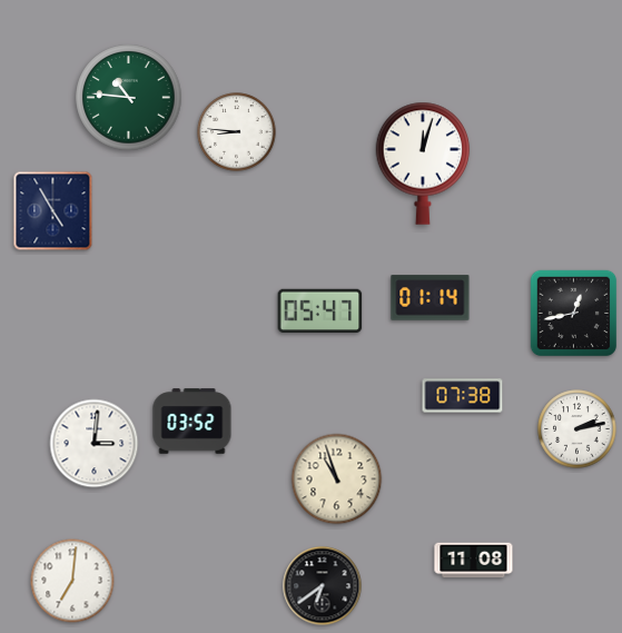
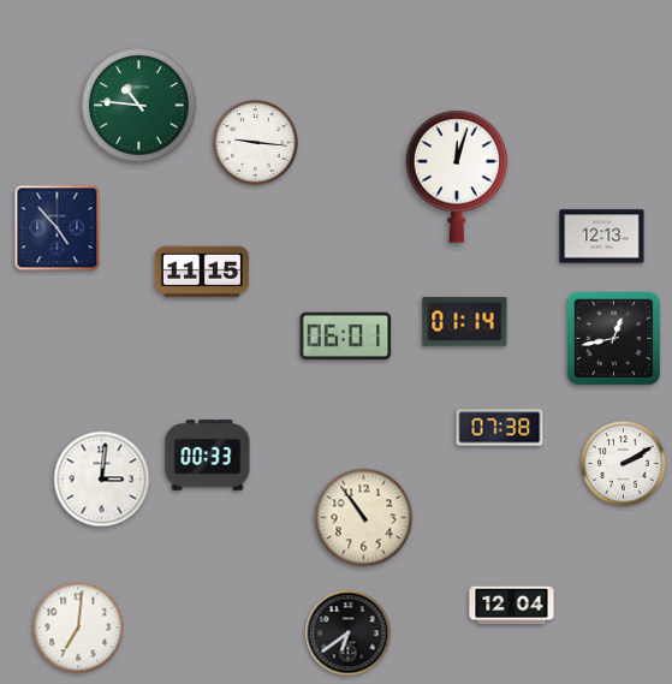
clock at (237, 132): 8:46 -> 9:16
clock at (53, 211): 4:55 -> 4:53
clock at (602, 237): none -> 12:13
clock at (202, 272): none -> 11:15
clock at (320, 311): 05:47 -> 06:01
clock at (574, 314) position: (574, 314) -> (614, 339)
clock at (192, 422): 03:52 -> 00:33
clock at (577, 429): 2:13 -> 2:10
clock at (337, 479): 10:57 -> 10:54
clock at (474, 561): 11:08 -> 12:04
